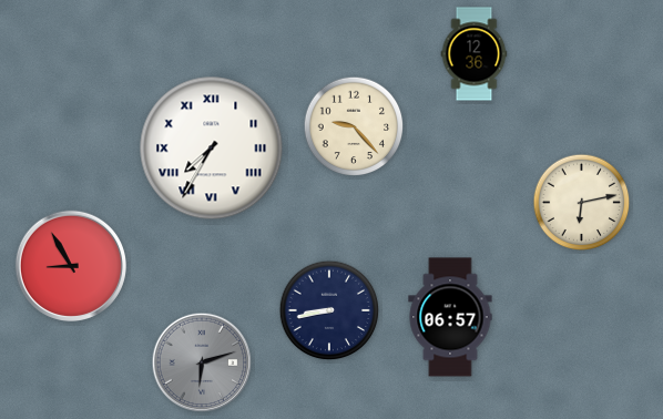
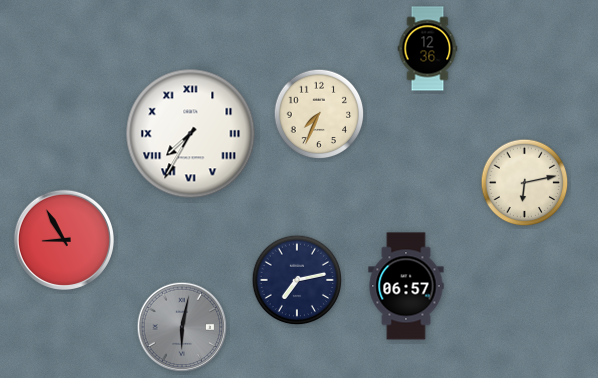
clock at (354, 126): 9:23 -> 7:34
clock at (329, 310): 8:43 -> 7:13
clock at (202, 362): 6:12 -> 6:02
